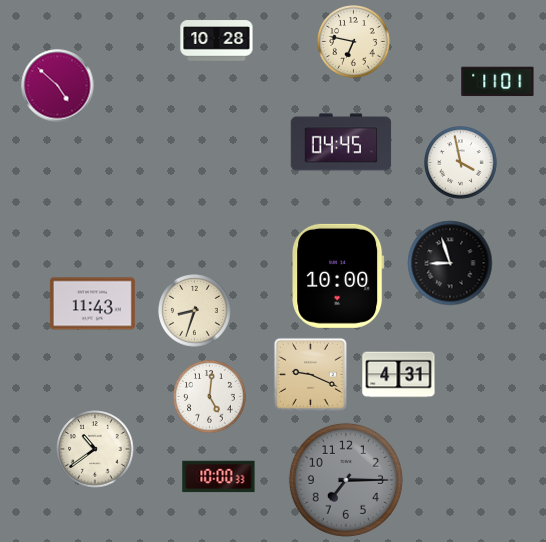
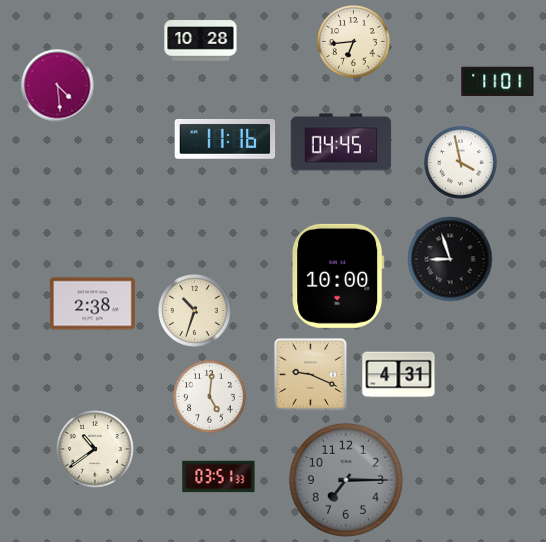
clock at (217, 41) position: (217, 41) -> (201, 41)
clock at (354, 42): 6:47 -> 6:44
clock at (58, 86): 4:52 -> 4:29
clock at (225, 140): none -> 11:16
clock at (450, 263) position: (450, 263) -> (450, 259)
clock at (92, 304): 11:43 -> 2:38
clock at (195, 311): 8:33 -> 10:33
clock at (219, 477): 10:00 -> 03:51
